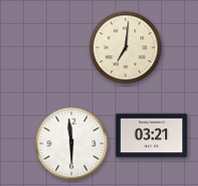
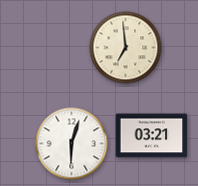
clock at (126, 48): 7:01 -> 6:59
clock at (72, 144): 5:59 -> 6:03
